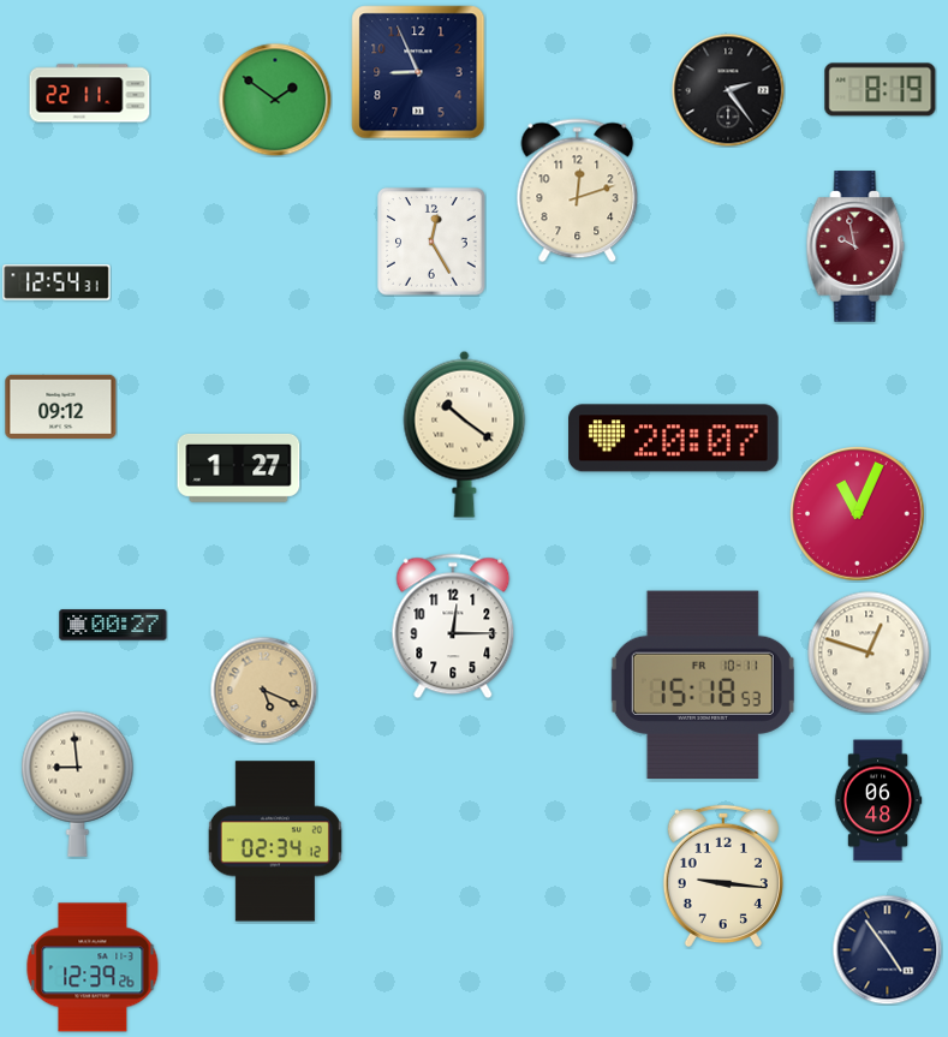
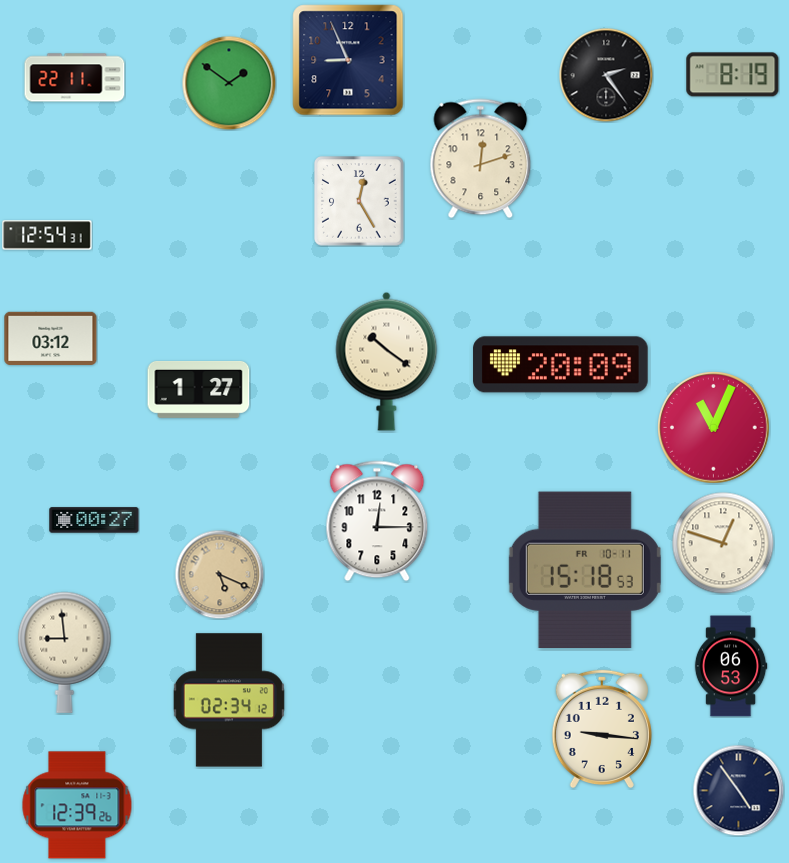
clock at (855, 246): 9:58 -> none
clock at (61, 406): 09:12 -> 03:12
clock at (674, 439): 20:07 -> 20:09
clock at (878, 800): 06:48 -> 06:53
